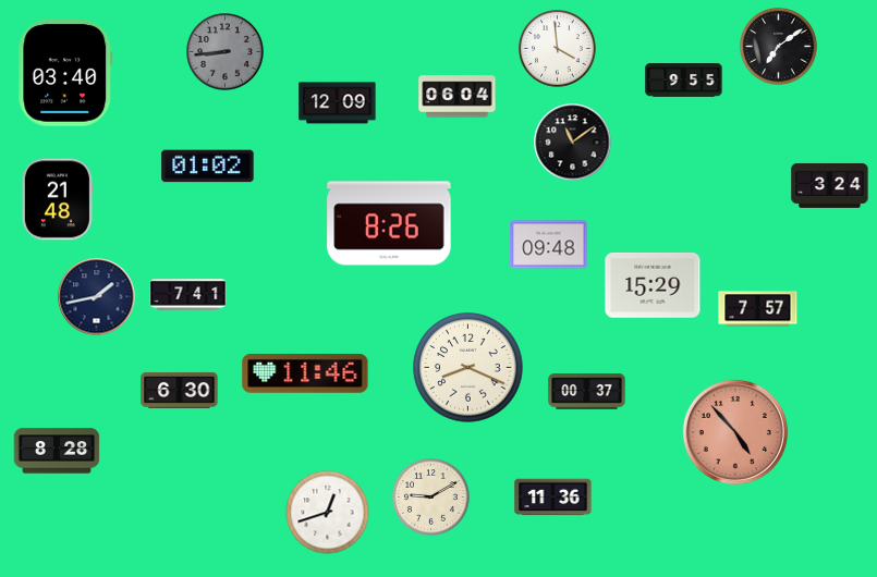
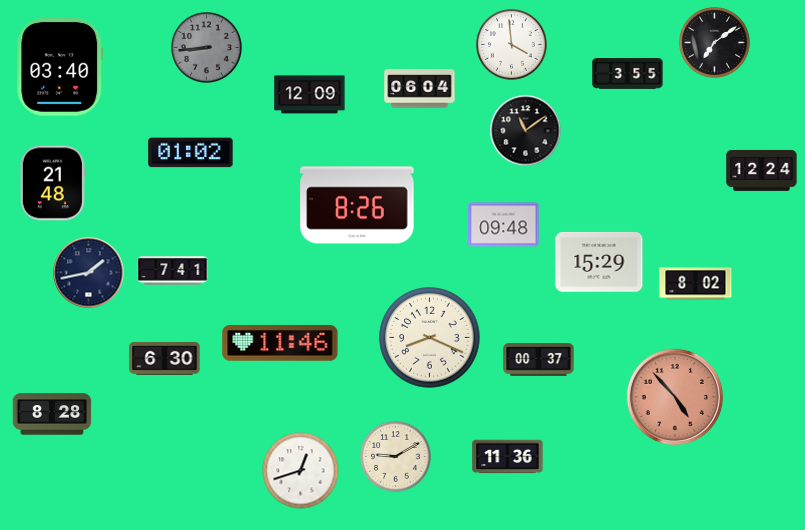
clock at (684, 81): 9:55 -> 3:55
clock at (830, 185): 3:24 -> 12:24
clock at (758, 309): 7:57 -> 8:02
